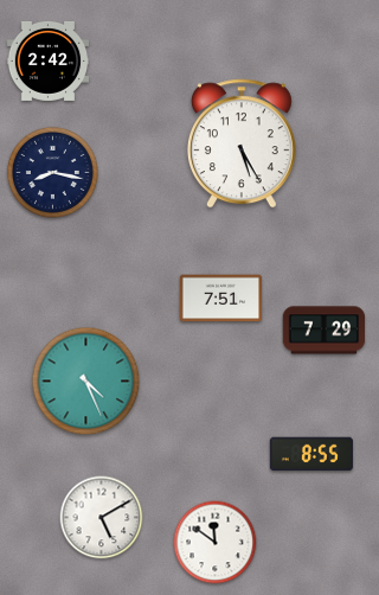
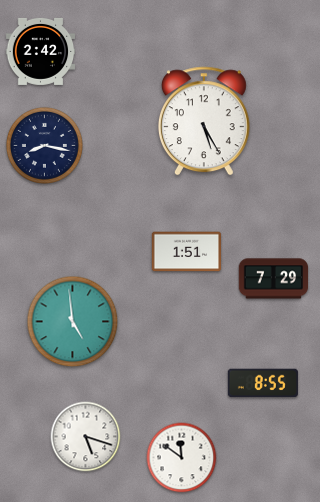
clock at (221, 299): 7:51 -> 1:51
clock at (86, 382): 4:26 -> 4:59
clock at (102, 518): 5:10 -> 5:18
